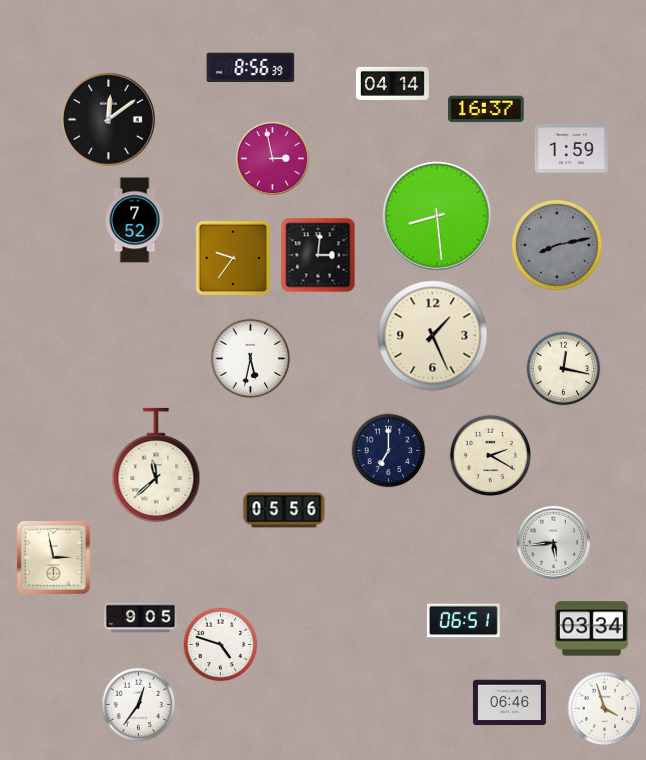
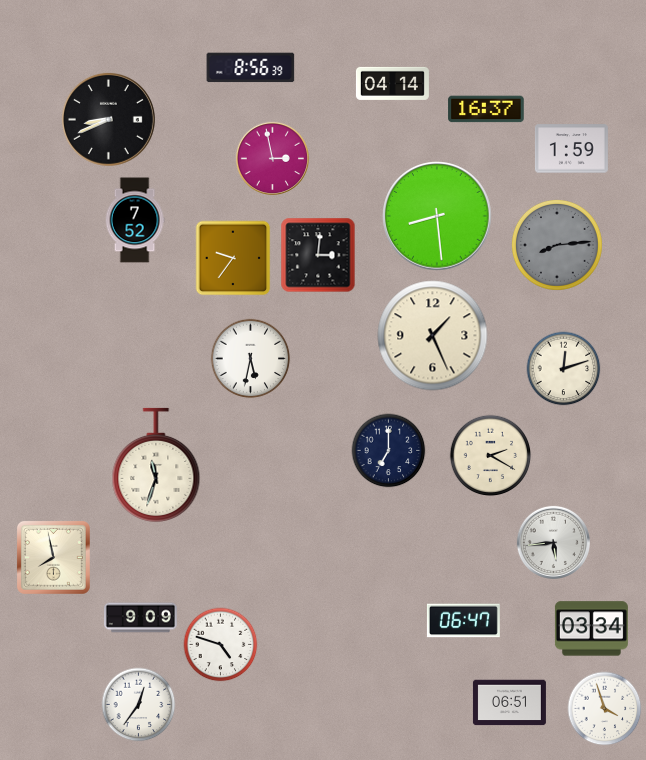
clock at (108, 119): 12:09 -> 8:41
clock at (557, 245): 8:13 -> 8:14
clock at (564, 369): 12:17 -> 12:12
clock at (156, 465): 11:38 -> 11:33
clock at (284, 510): 05:56 -> none
clock at (53, 557): 2:58 -> 7:58
clock at (140, 618): 9:05 -> 9:09
clock at (463, 621): 06:51 -> 06:47
clock at (509, 703): 06:46 -> 06:51
